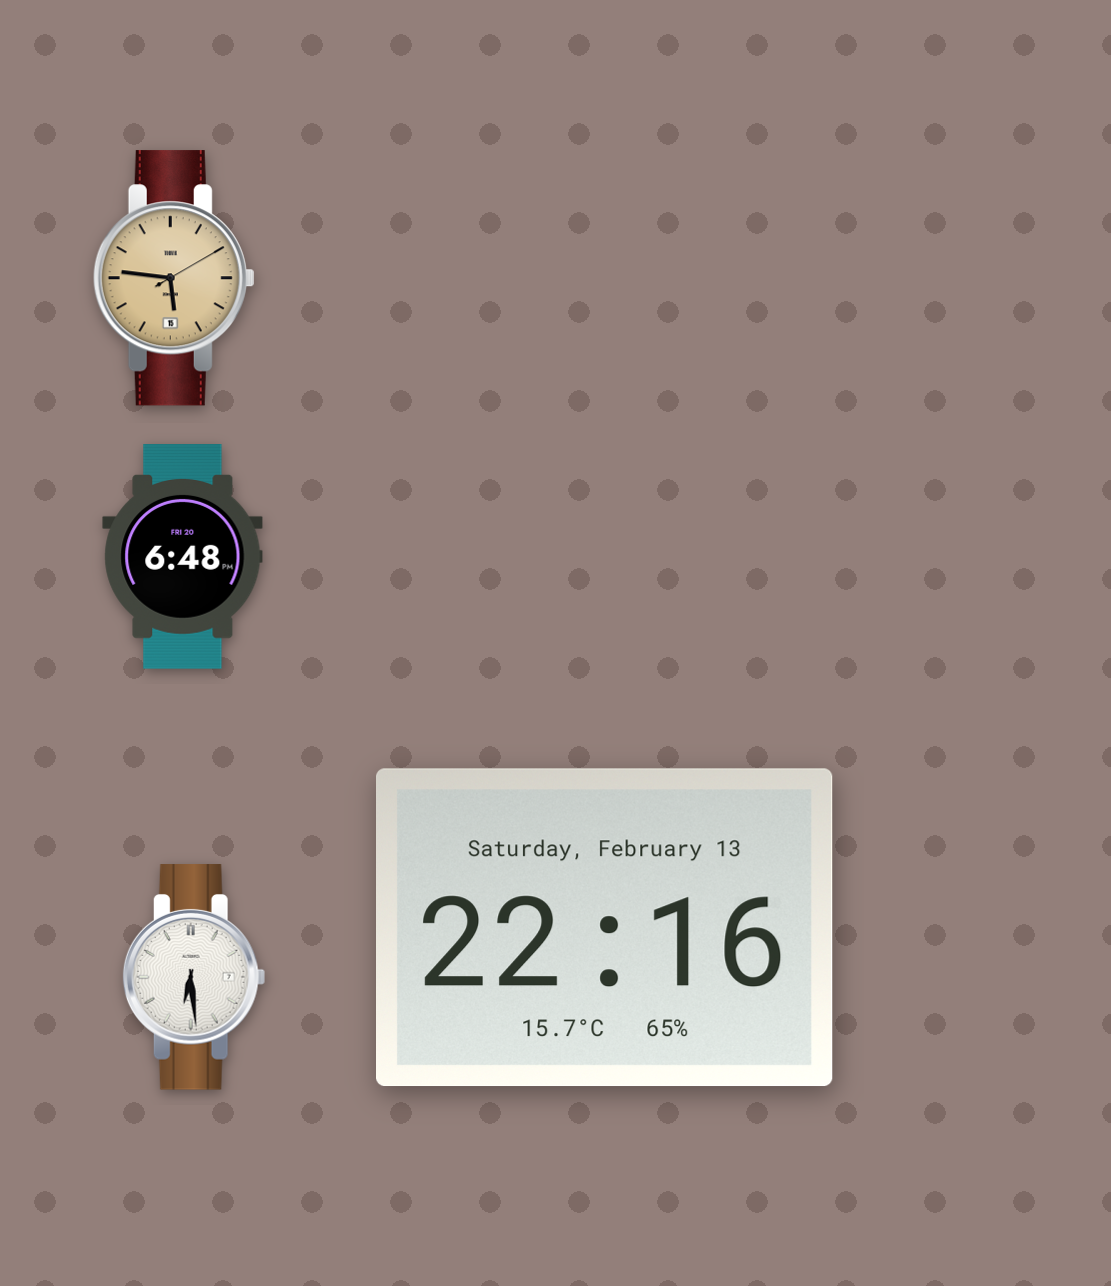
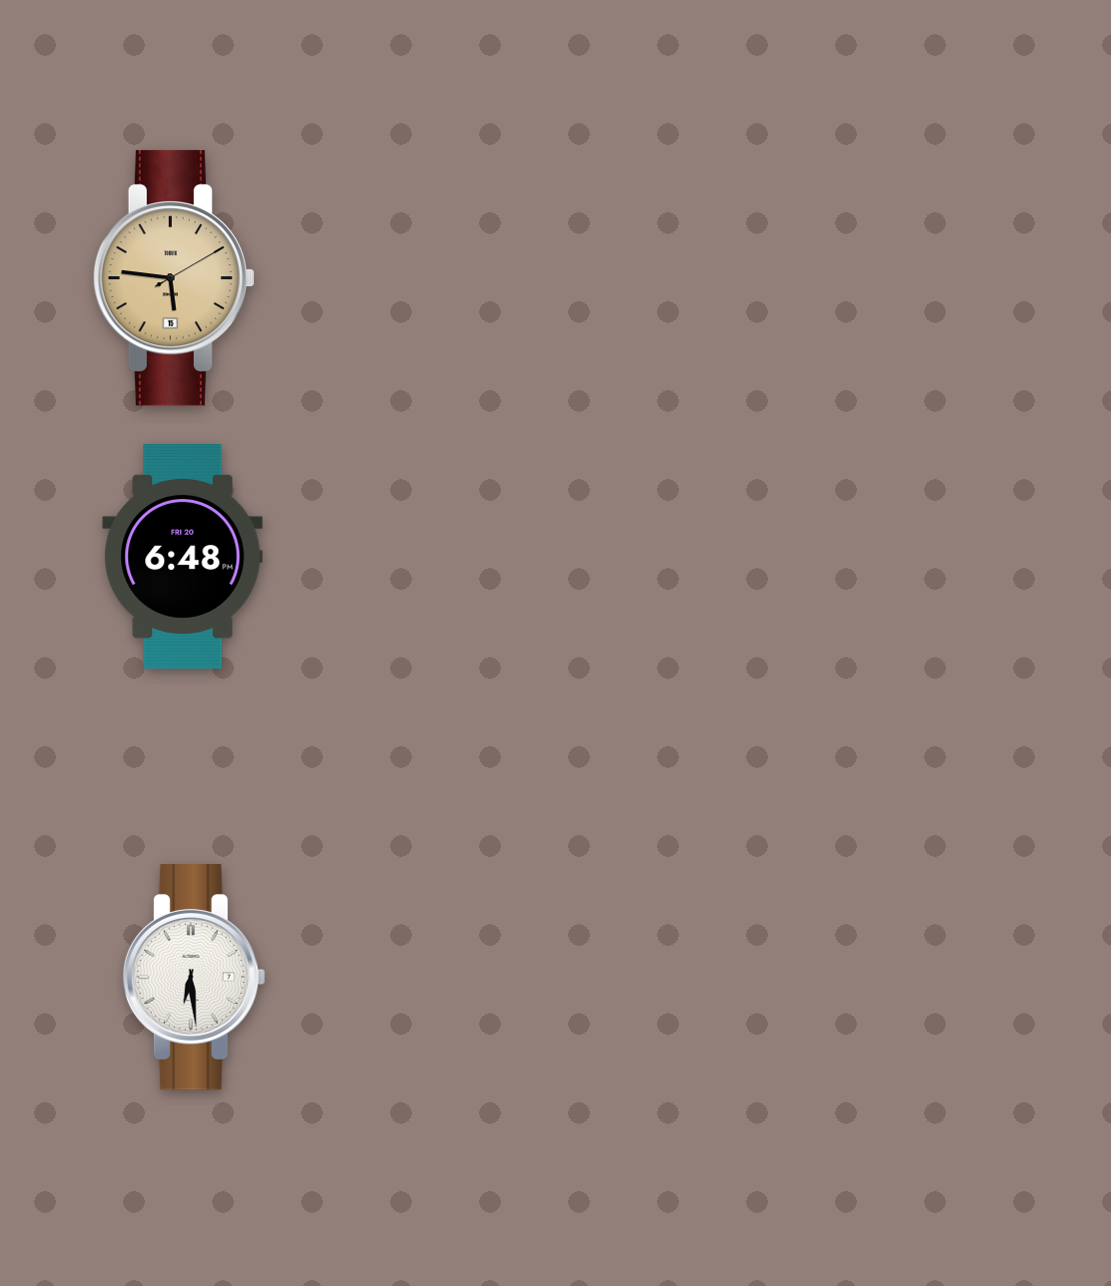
clock at (605, 928): 22:16 -> none
